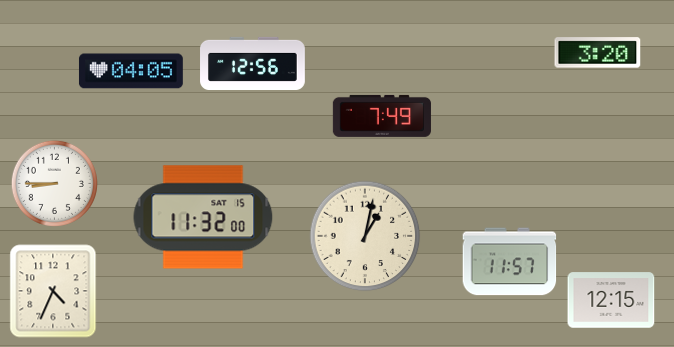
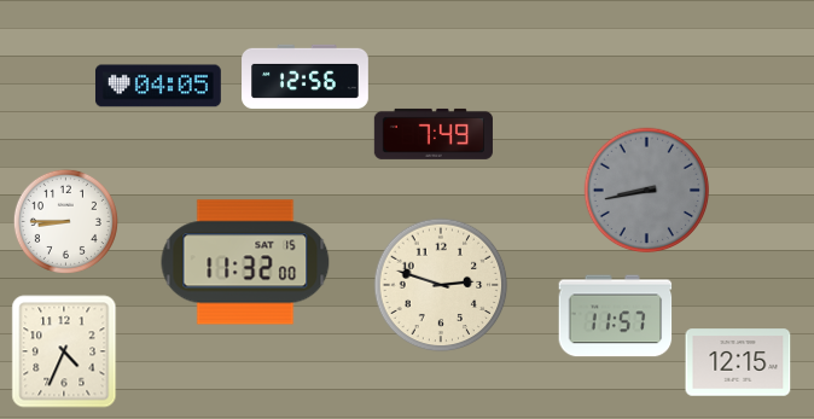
clock at (598, 53): 3:20 -> none
clock at (382, 116) position: (382, 116) -> (434, 134)
clock at (647, 191): none -> 8:43
clock at (365, 236): 1:02 -> 2:48
